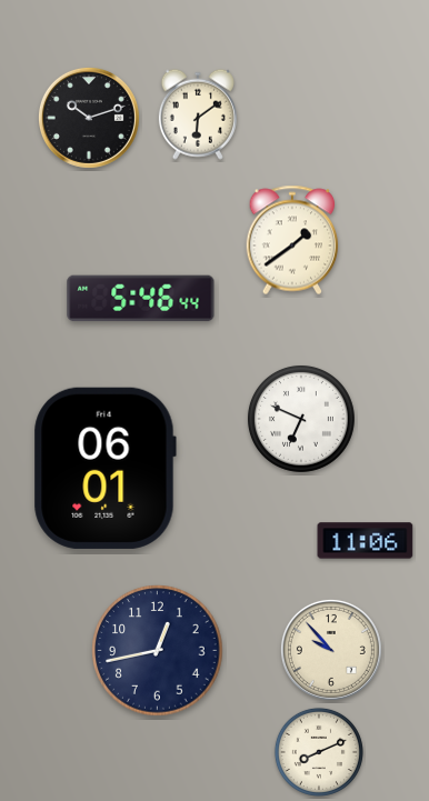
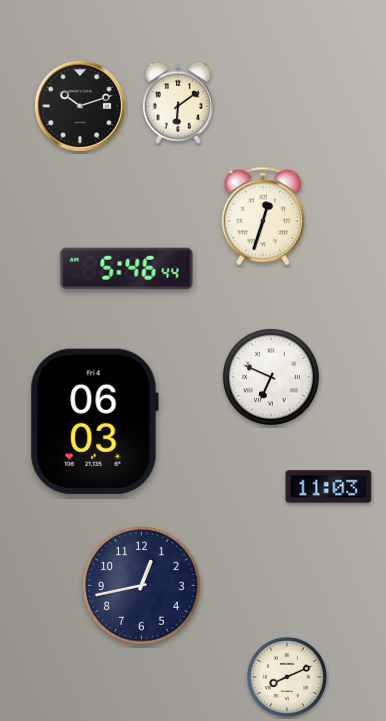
clock at (292, 240): 1:39 -> 12:33
clock at (104, 468): 06:01 -> 06:03
clock at (366, 541): 11:06 -> 11:03
clock at (331, 650): 9:53 -> none
